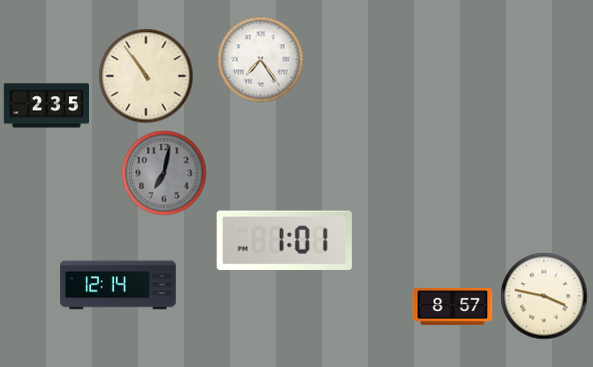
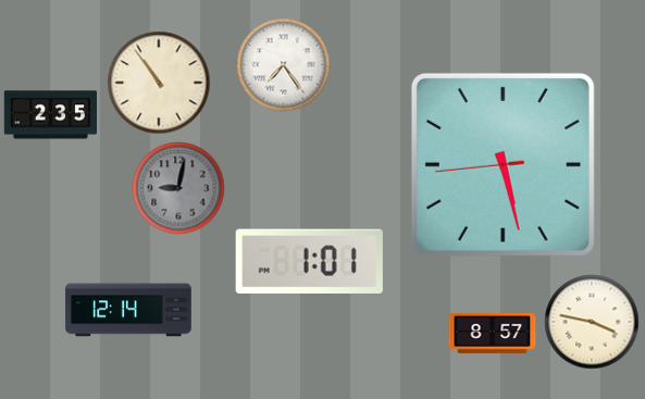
clock at (503, 164): none -> 5:27
clock at (164, 173): 7:02 -> 9:02
